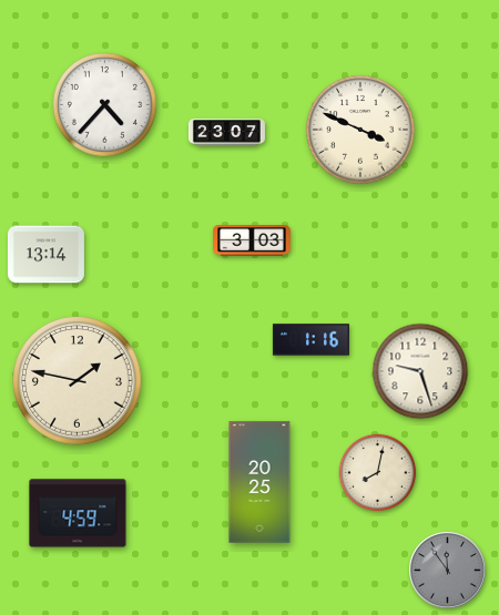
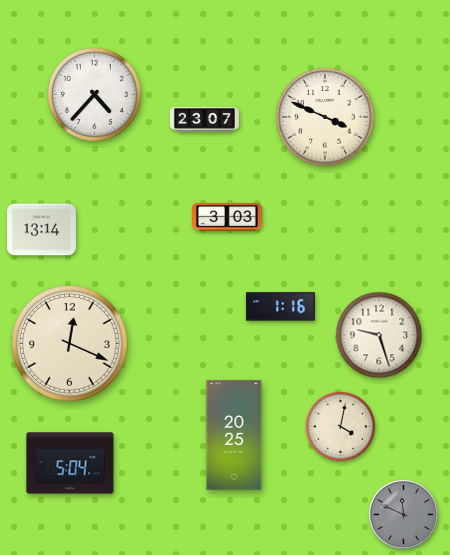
clock at (78, 381): 1:47 -> 12:19
clock at (378, 473): 8:02 -> 4:02
clock at (78, 513): 4:59 -> 5:04
clock at (448, 571): 11:54 -> 11:49
